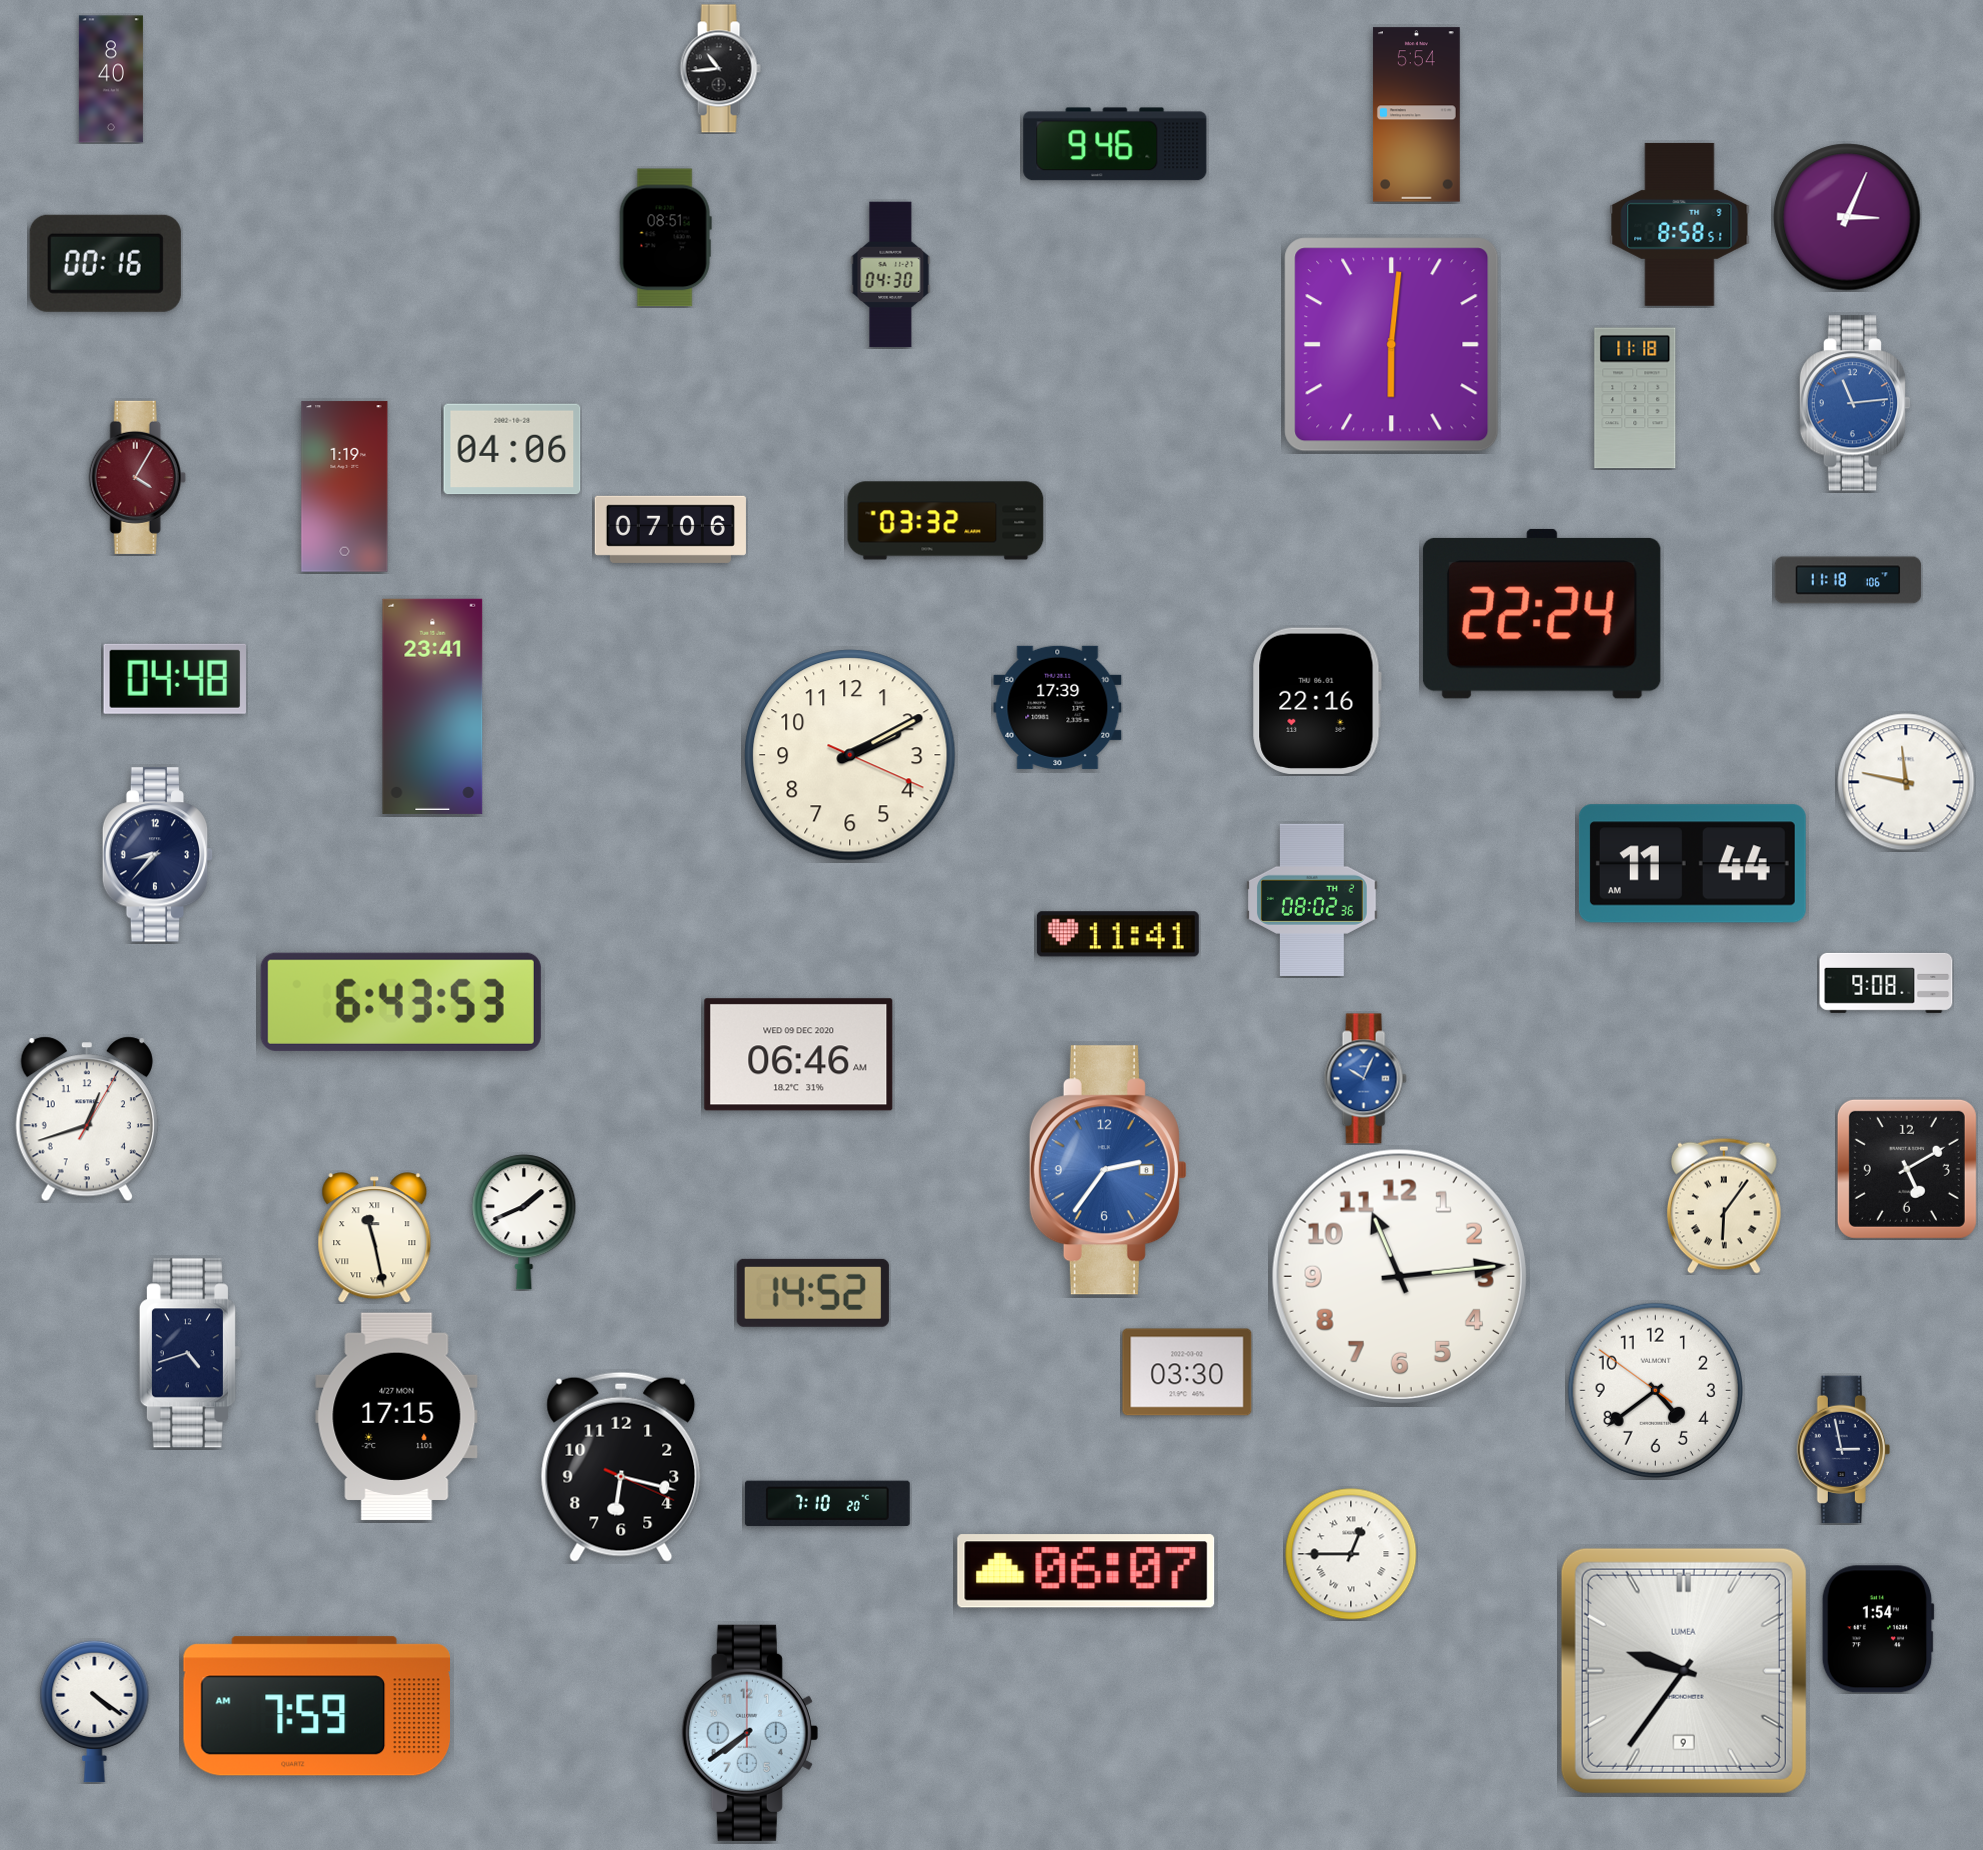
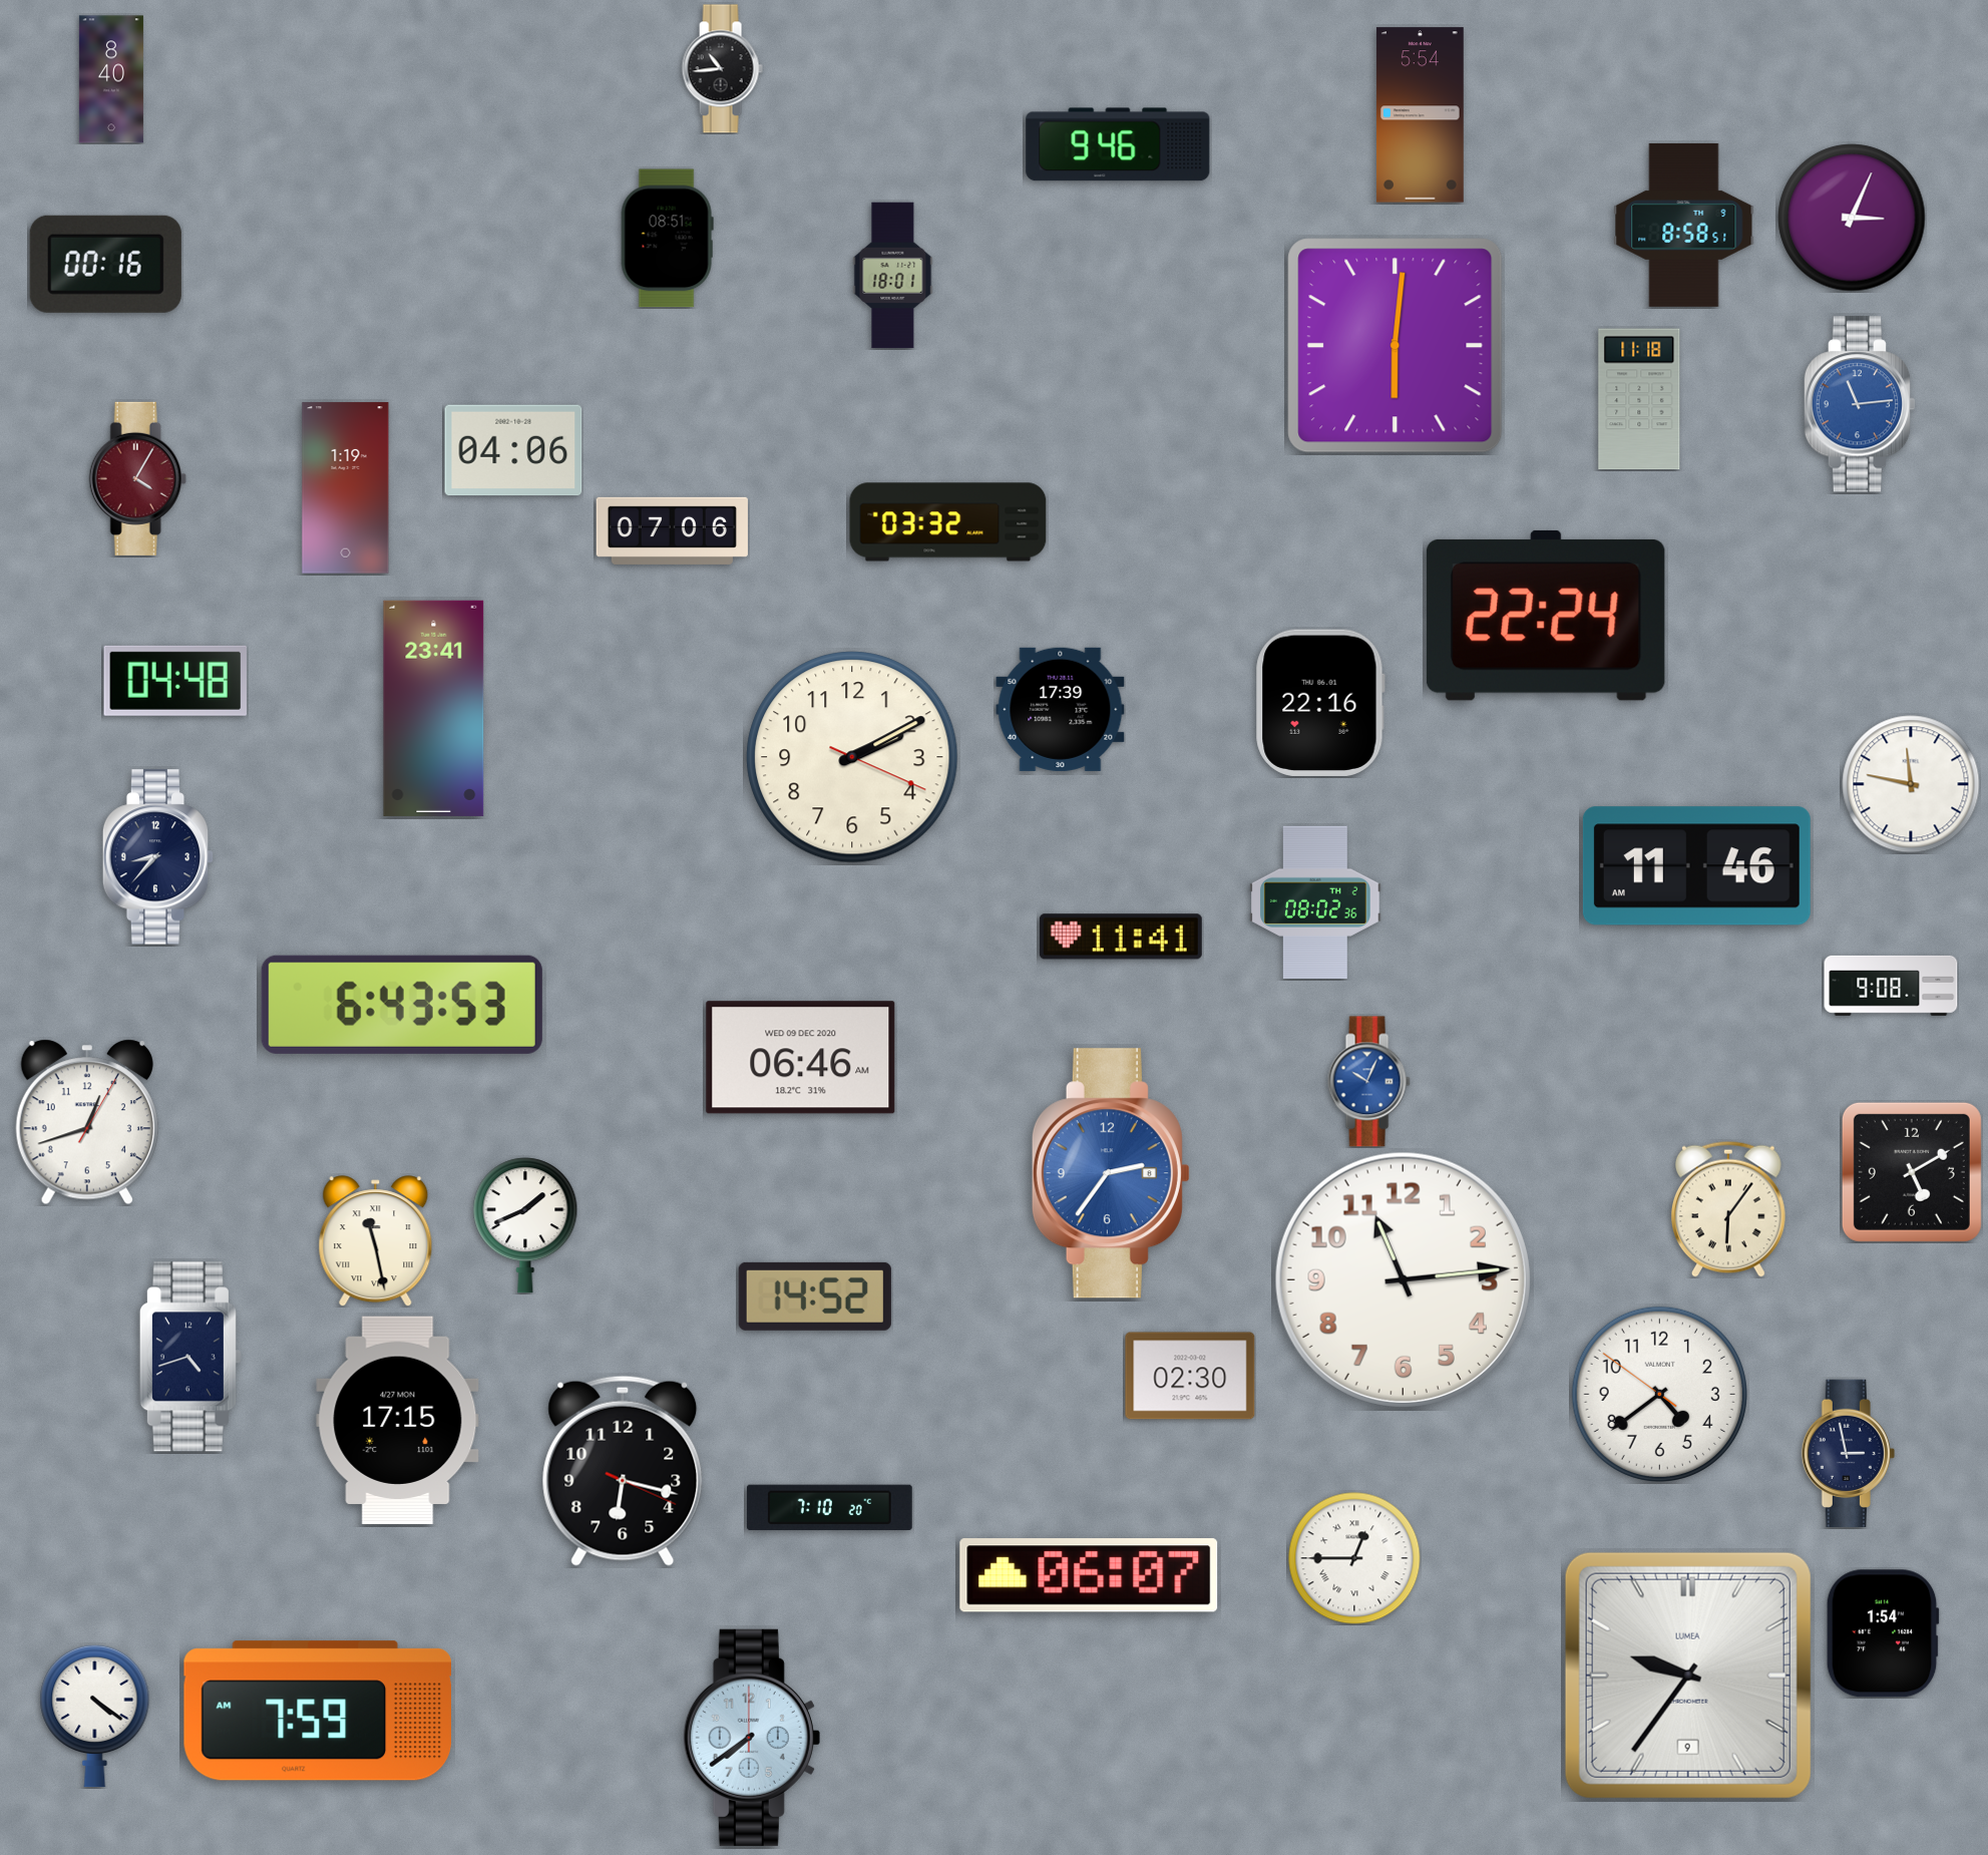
clock at (891, 275): 04:30 -> 18:01
clock at (1848, 580): 11:18 -> none
clock at (1692, 864): 11:44 -> 11:46
clock at (1187, 1372): 03:30 -> 02:30
